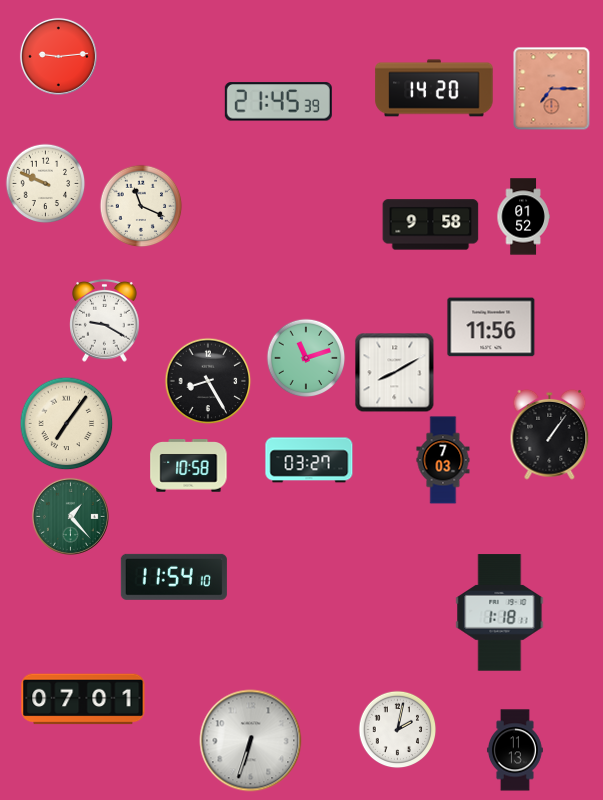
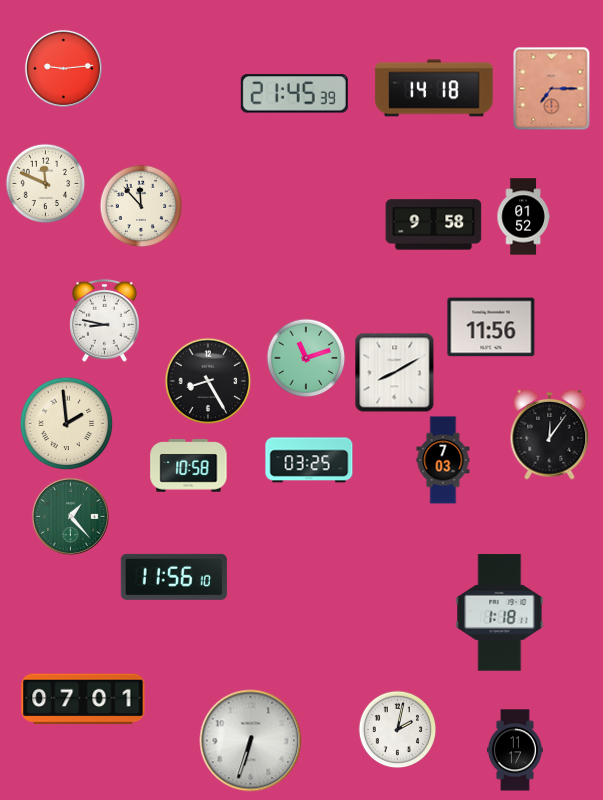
clock at (58, 56) position: (58, 56) -> (63, 68)
clock at (434, 88): 14:20 -> 14:18
clock at (278, 102) position: (278, 102) -> (294, 94)
clock at (45, 183): 9:49 -> 11:49
clock at (141, 206): 11:19 -> 11:53
clock at (431, 225) position: (431, 225) -> (434, 225)
clock at (105, 320): 9:20 -> 8:47
clock at (66, 423): 7:06 -> 1:59
clock at (550, 434): 1:06 -> 12:06
clock at (309, 460): 03:27 -> 03:25
clock at (174, 577): 11:54 -> 11:56
clock at (515, 750): 11:13 -> 11:17
